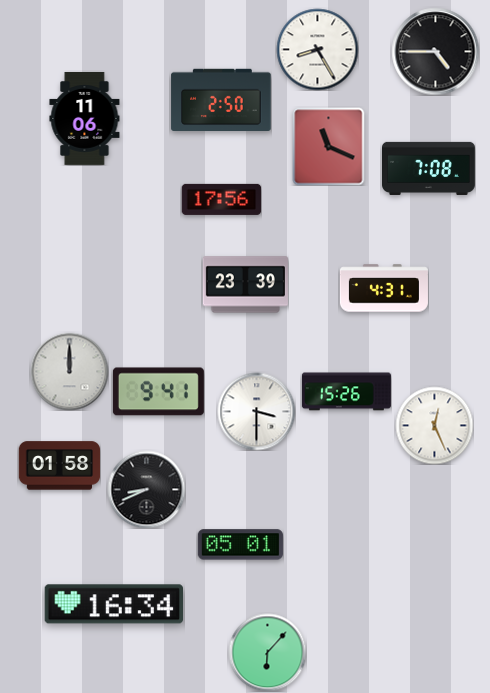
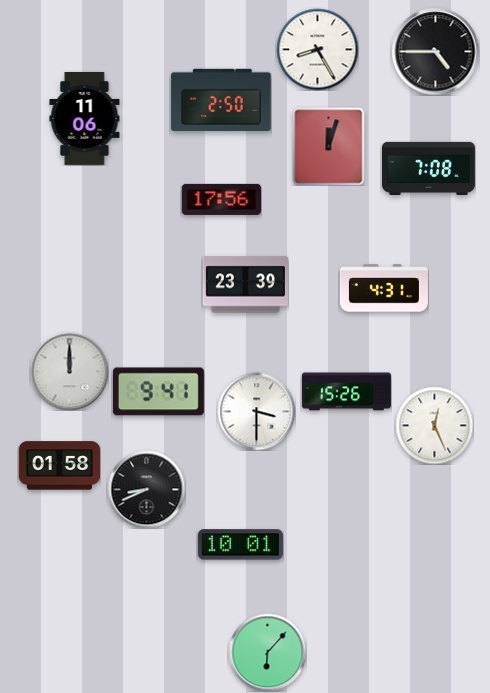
clock at (329, 146): 11:19 -> 12:03
clock at (240, 545): 05:01 -> 10:01
clock at (113, 604): 16:34 -> none
